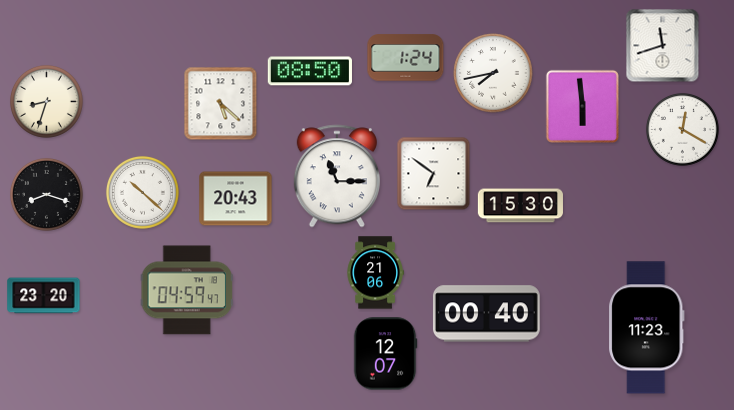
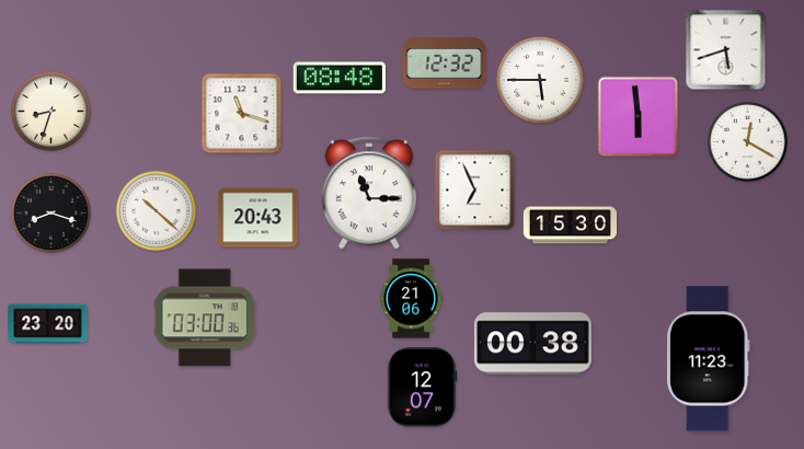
clock at (663, 46): 11:42 -> 5:42
clock at (406, 58): 1:24 -> 12:32
clock at (310, 71): 08:50 -> 08:48
clock at (493, 73): 7:43 -> 5:45
clock at (221, 104): 5:22 -> 11:18
clock at (434, 174): 6:51 -> 6:56
clock at (187, 290): 04:59 -> 03:00
clock at (487, 314): 00:40 -> 00:38
